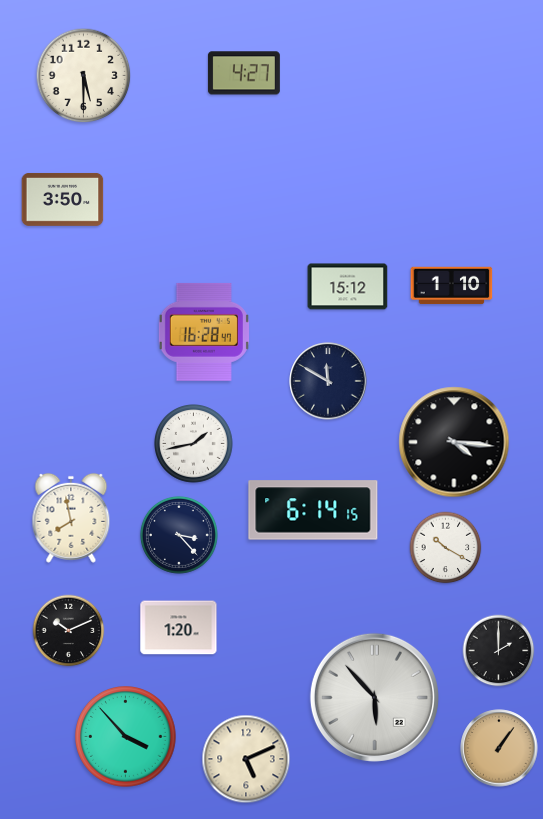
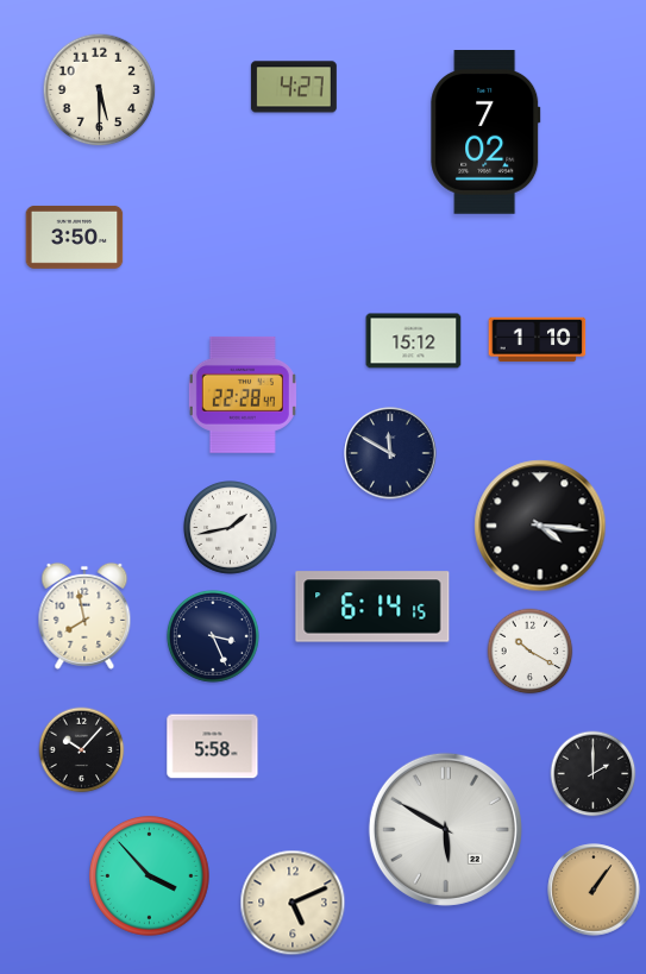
clock at (244, 73) position: (244, 73) -> (294, 87)
clock at (485, 133): none -> 7:02
clock at (204, 332): 16:28 -> 22:28
clock at (179, 535): 3:23 -> 3:26
clock at (179, 628): 1:20 -> 5:58
clock at (69, 631): 10:11 -> 10:07
clock at (374, 697): 5:53 -> 5:50
